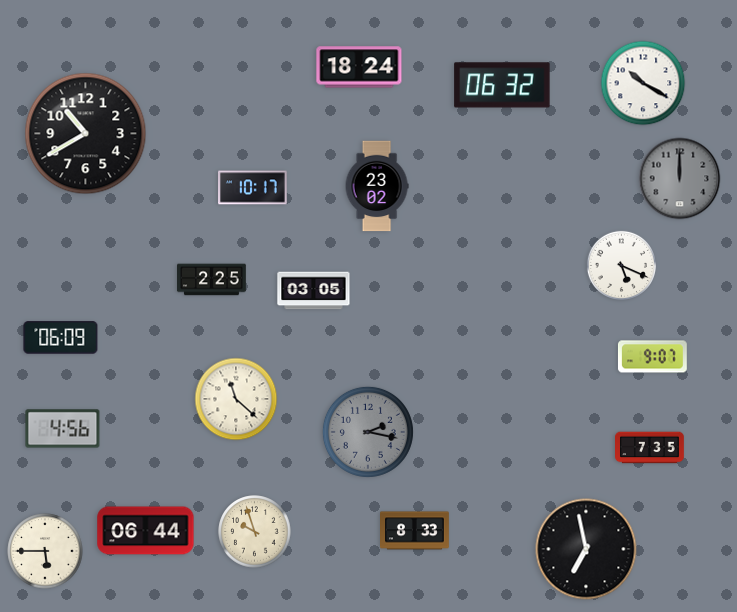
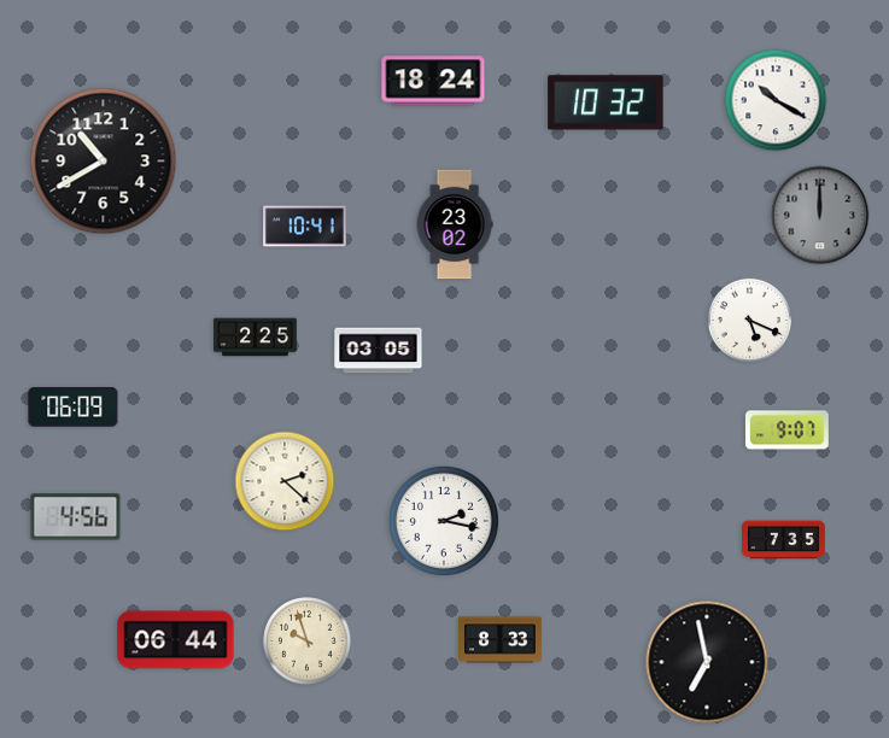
clock at (502, 85): 06:32 -> 10:32
clock at (253, 188): 10:17 -> 10:41
clock at (236, 399): 11:22 -> 2:22
clock at (368, 432) dial: grey -> white
clock at (45, 551): 5:45 -> none
